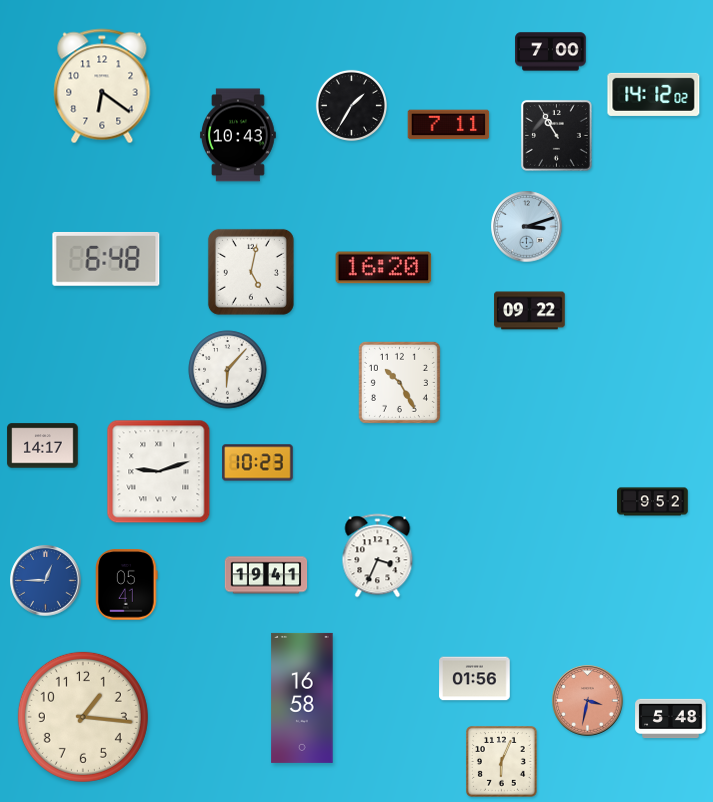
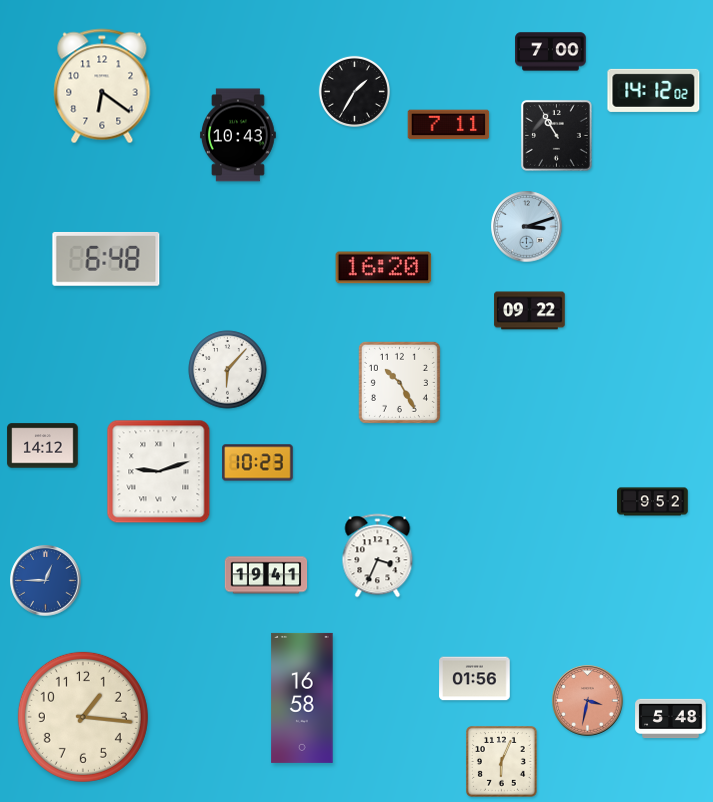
clock at (654, 94) position: (654, 94) -> (654, 90)
clock at (351, 105) position: (351, 105) -> (354, 91)
clock at (251, 272): 5:02 -> none
clock at (43, 446): 14:17 -> 14:12
clock at (127, 585): 05:41 -> none
